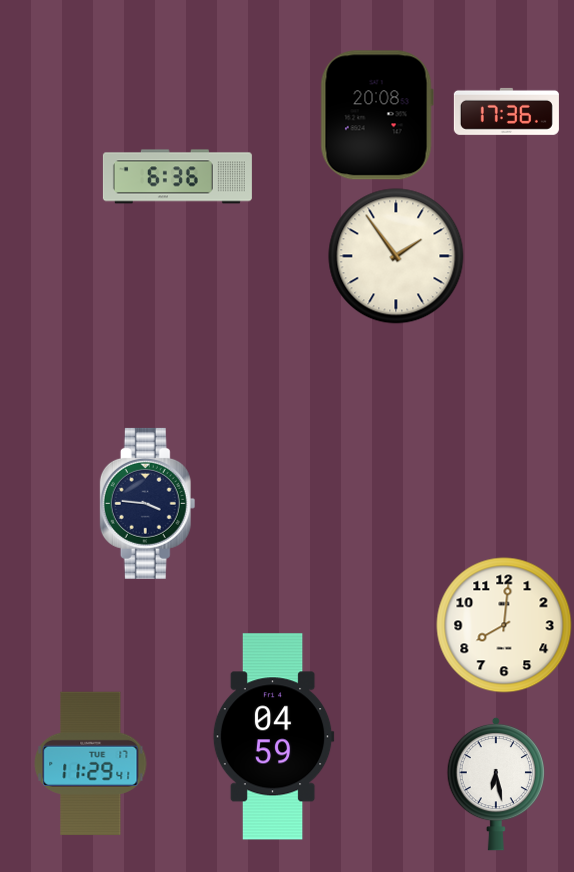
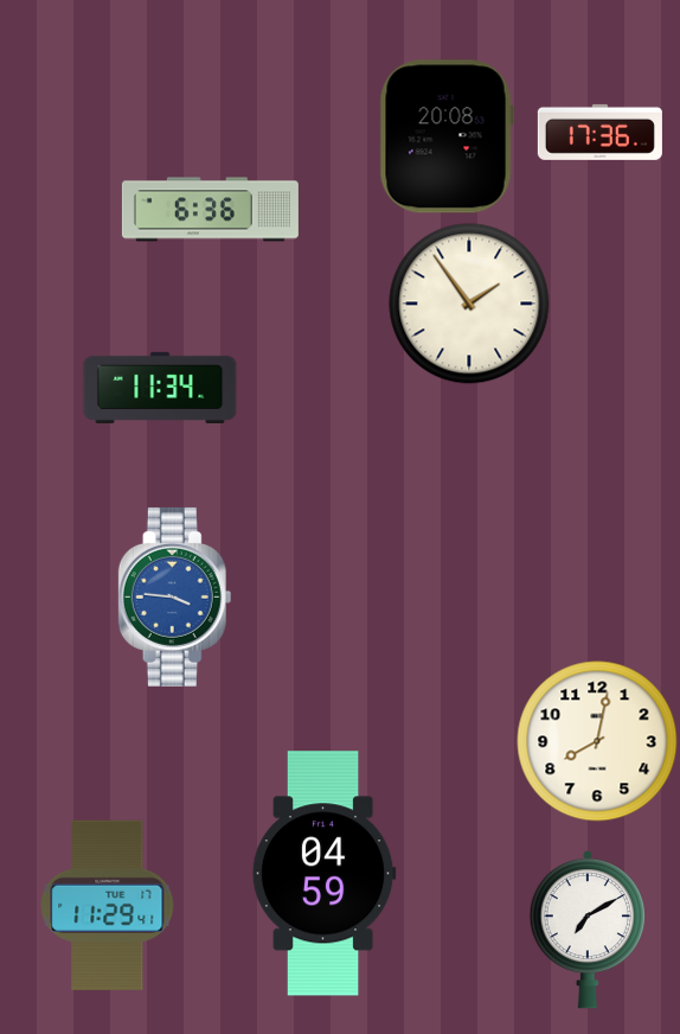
clock at (160, 388): none -> 11:34
clock at (148, 503) dial: navy -> blue
clock at (504, 625): 8:01 -> 8:02
clock at (496, 784): 6:28 -> 7:10
